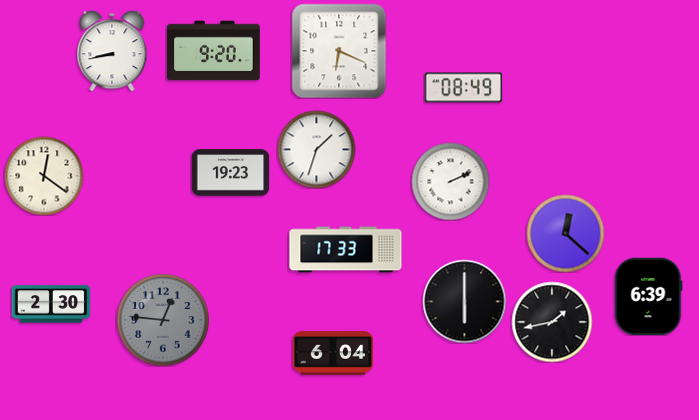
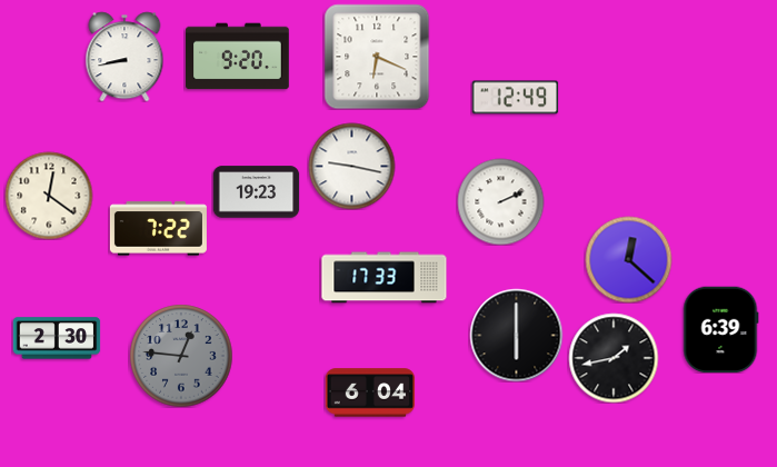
clock at (463, 88): 08:49 -> 12:49
clock at (316, 149): 1:33 -> 9:17
clock at (158, 229): none -> 7:22
